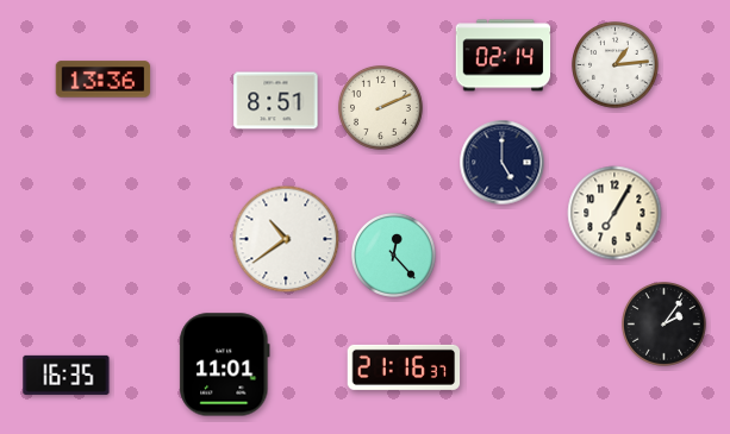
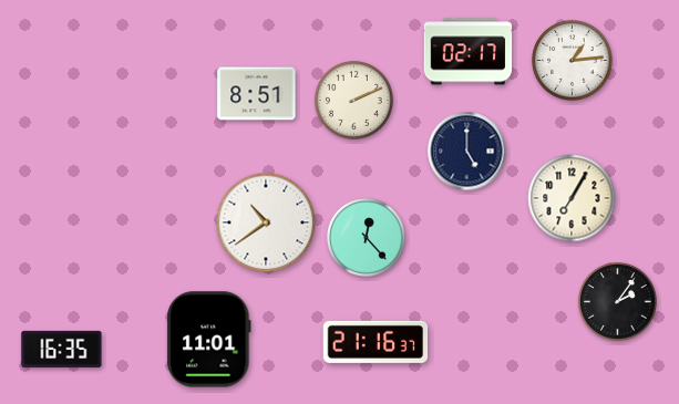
clock at (504, 56): 02:14 -> 02:17
clock at (104, 80): 13:36 -> none
